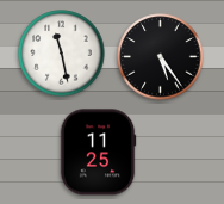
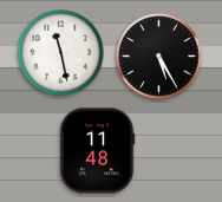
clock at (161, 57): 5:24 -> 5:25
clock at (98, 153): 11:25 -> 11:48
